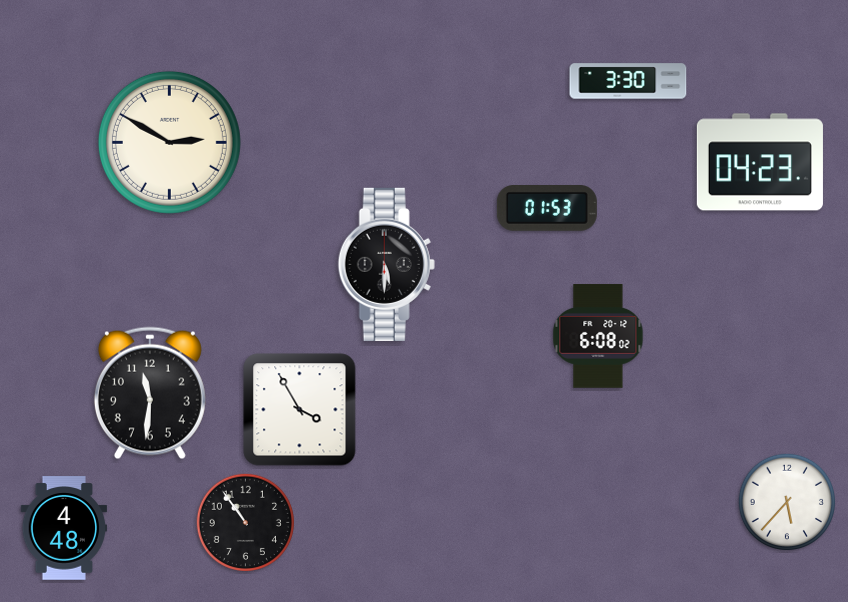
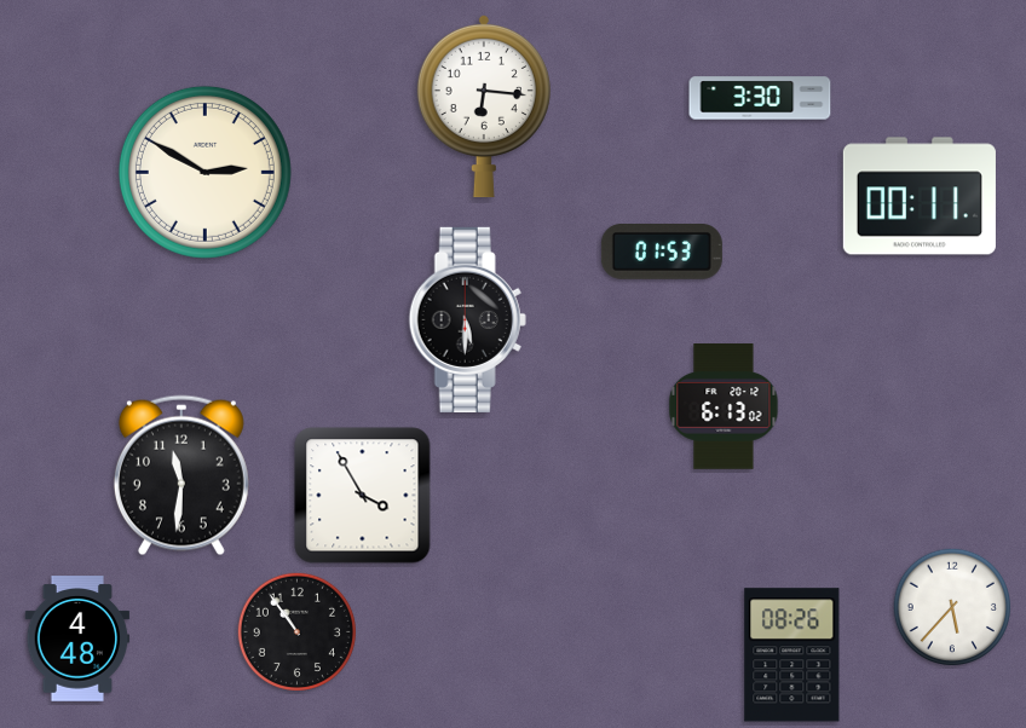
clock at (484, 106): none -> 6:16
clock at (760, 162): 04:23 -> 00:11
clock at (598, 336): 6:08 -> 6:13
clock at (792, 655): none -> 08:26
